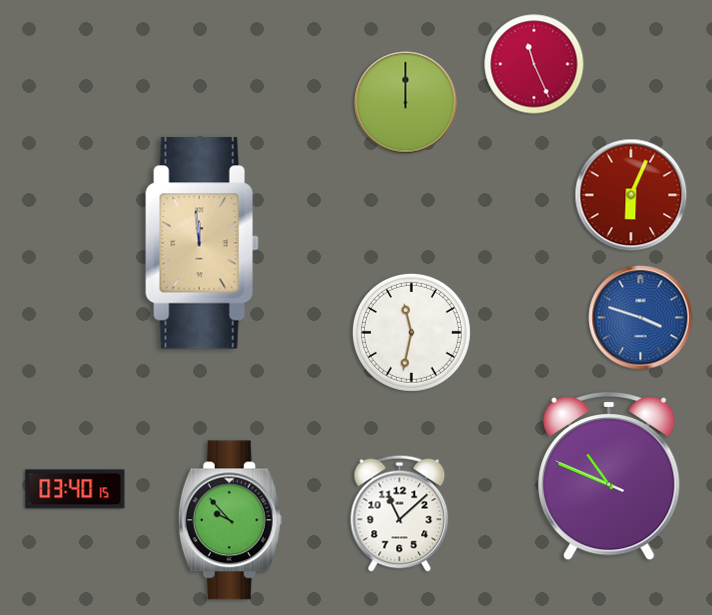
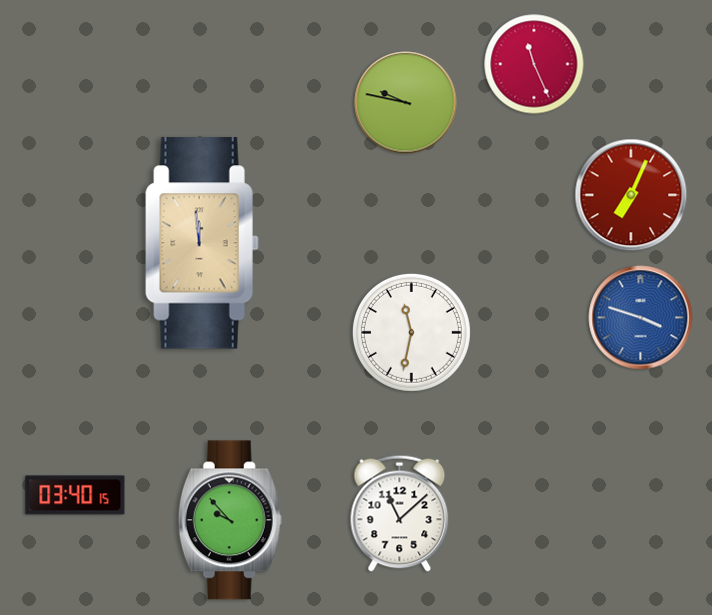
clock at (406, 103): 12:00 -> 9:47
clock at (631, 195): 6:04 -> 7:04
clock at (609, 476): 10:48 -> none
clock at (75, 489) position: (75, 489) -> (75, 495)
